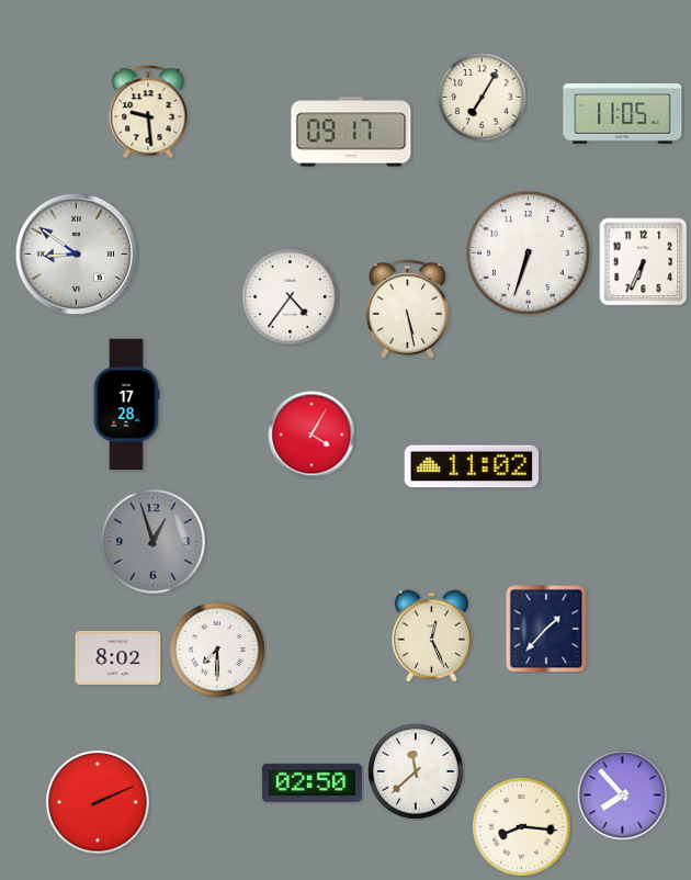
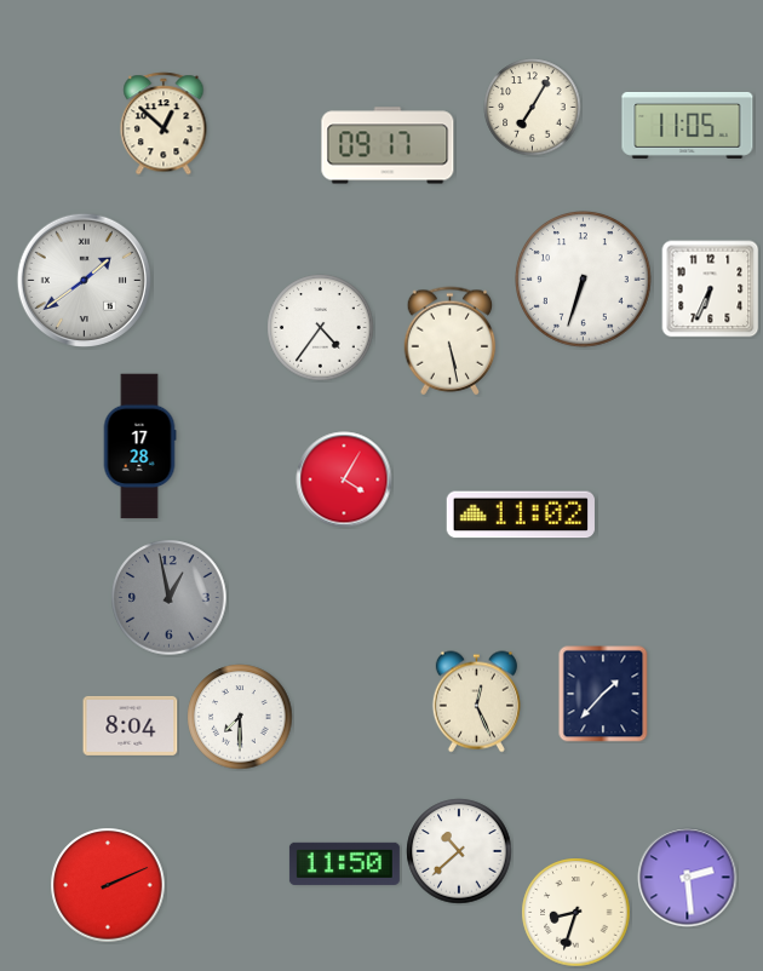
clock at (148, 112): 9:29 -> 12:52
clock at (76, 253): 8:51 -> 1:39
clock at (154, 542): 12:57 -> 12:58
clock at (118, 657): 8:02 -> 8:04
clock at (416, 771): 11:38 -> 10:38
clock at (311, 782): 02:50 -> 11:50
clock at (623, 796): 7:53 -> 2:29
clock at (522, 827): 8:16 -> 8:33
